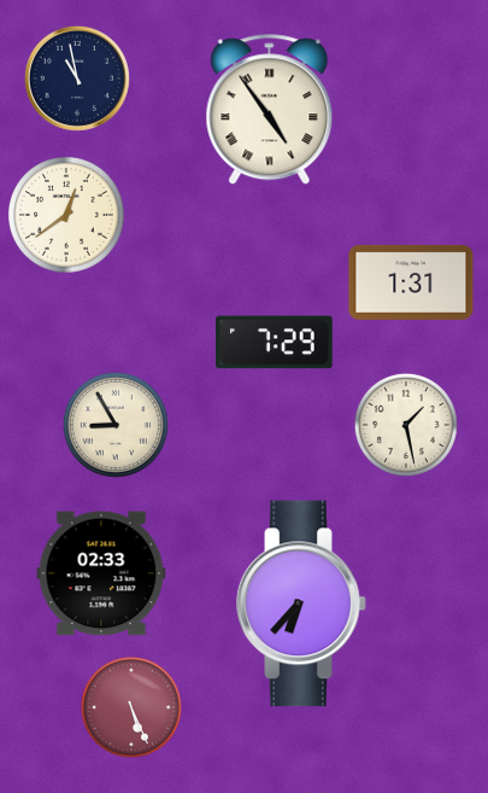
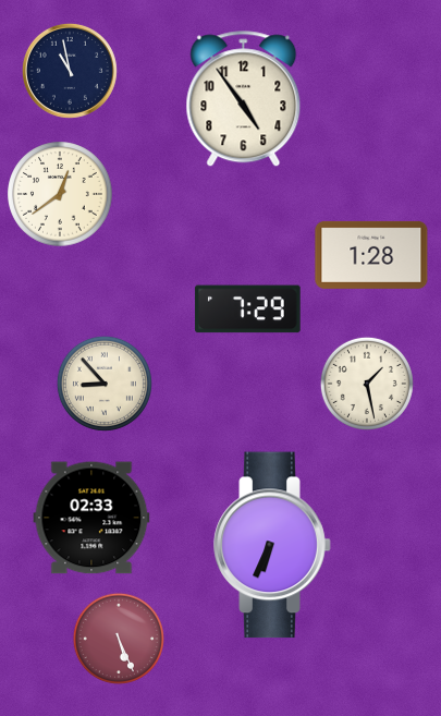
clock at (270, 110) numerals: Roman -> Arabic
clock at (411, 282): 1:31 -> 1:28
clock at (116, 425): 8:55 -> 8:53
clock at (301, 604): 6:37 -> 6:34
